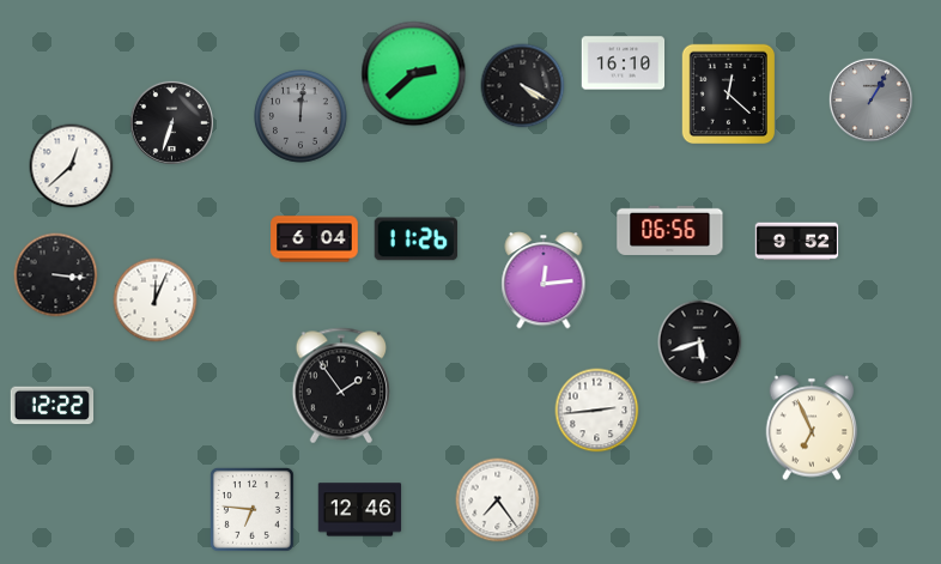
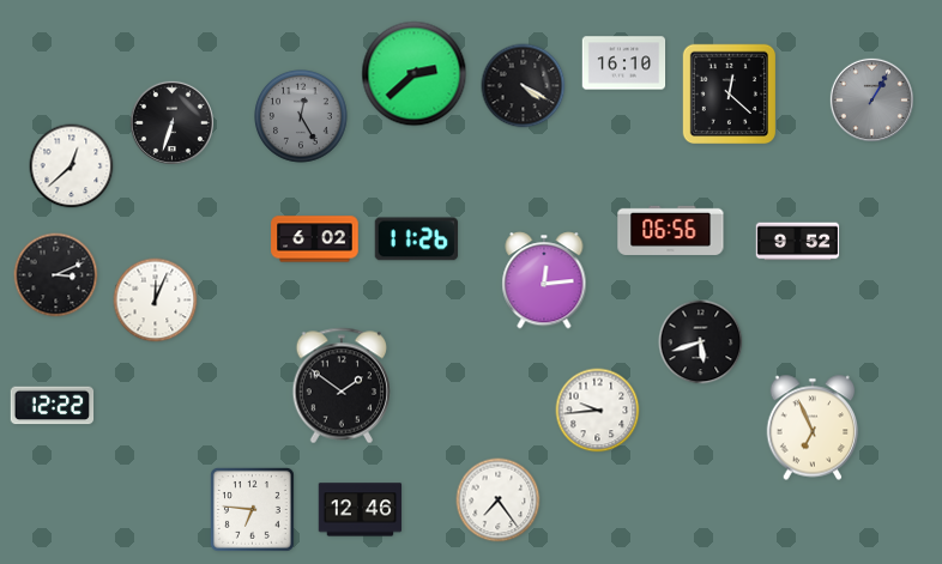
clock at (302, 117): 12:01 -> 12:25
clock at (315, 239): 6:04 -> 6:02
clock at (56, 275): 3:16 -> 3:11
clock at (340, 386): 1:54 -> 1:51
clock at (597, 411): 2:44 -> 9:44
